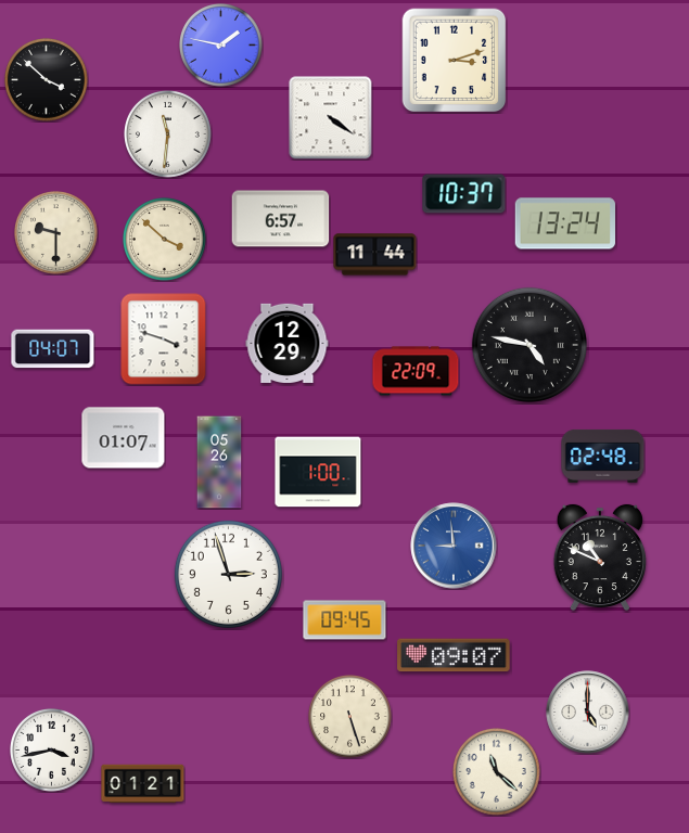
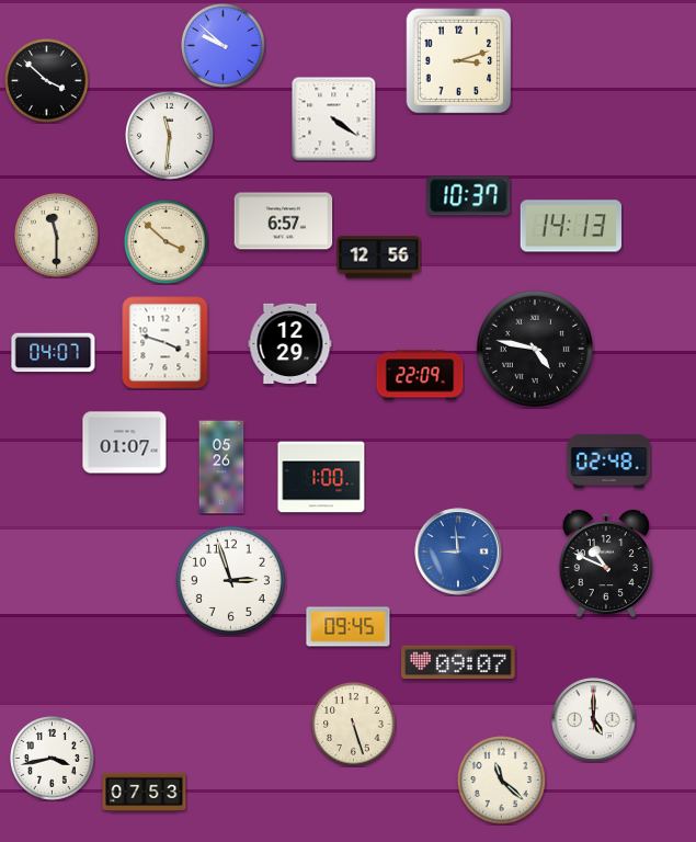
clock at (221, 46): 1:47 -> 9:52
clock at (564, 223): 13:24 -> 14:13
clock at (56, 233): 9:30 -> 11:30
clock at (375, 255): 11:44 -> 12:56
clock at (288, 343) position: (288, 343) -> (290, 343)
clock at (143, 784): 01:21 -> 07:53
